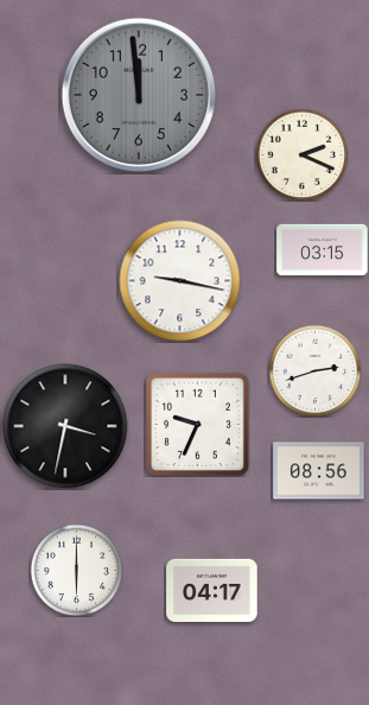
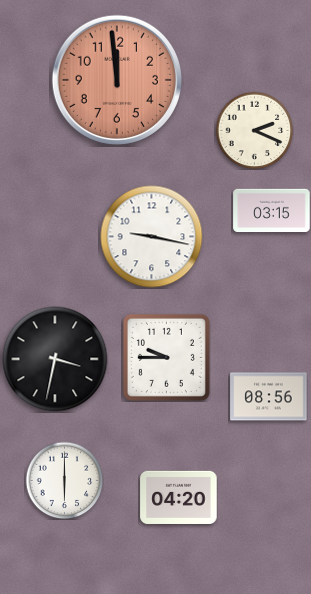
clock at (139, 95) dial: grey -> salmon
clock at (314, 370): 2:42 -> none
clock at (197, 424): 9:34 -> 9:45
clock at (212, 590): 04:17 -> 04:20
